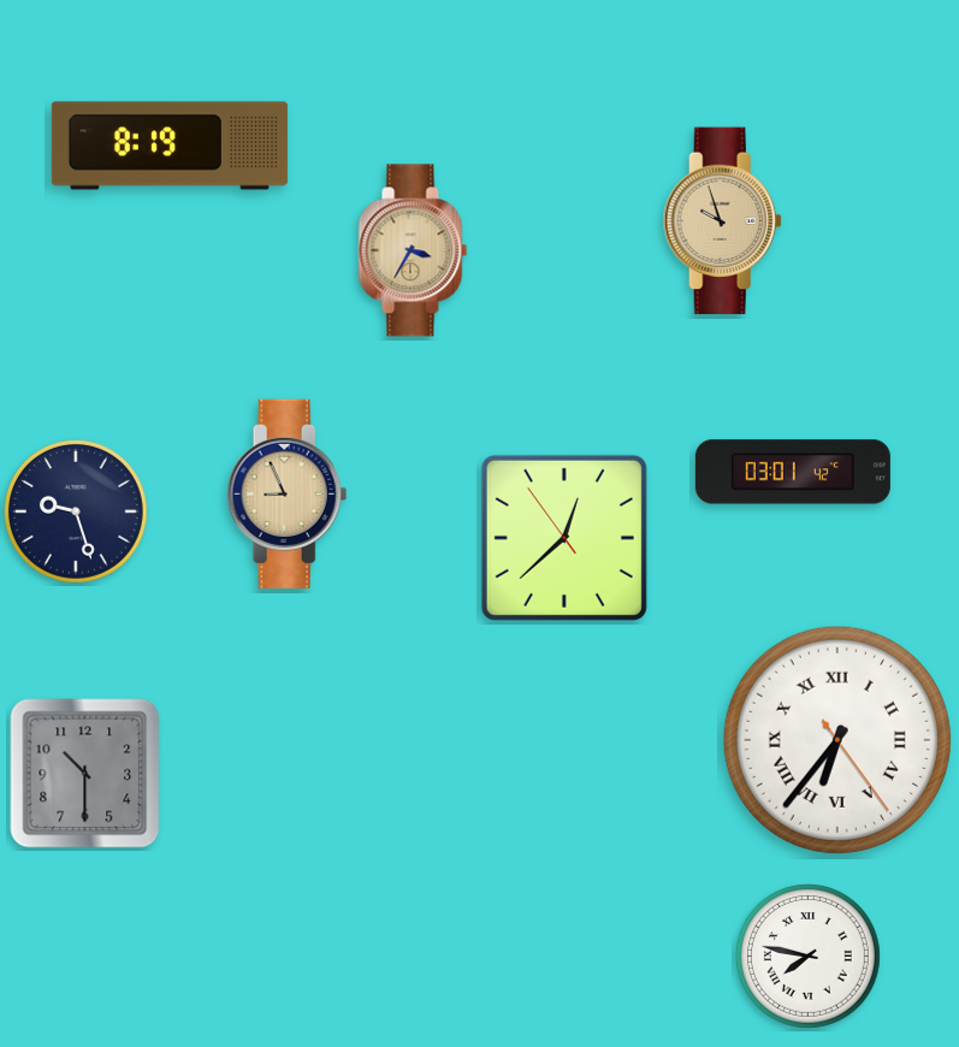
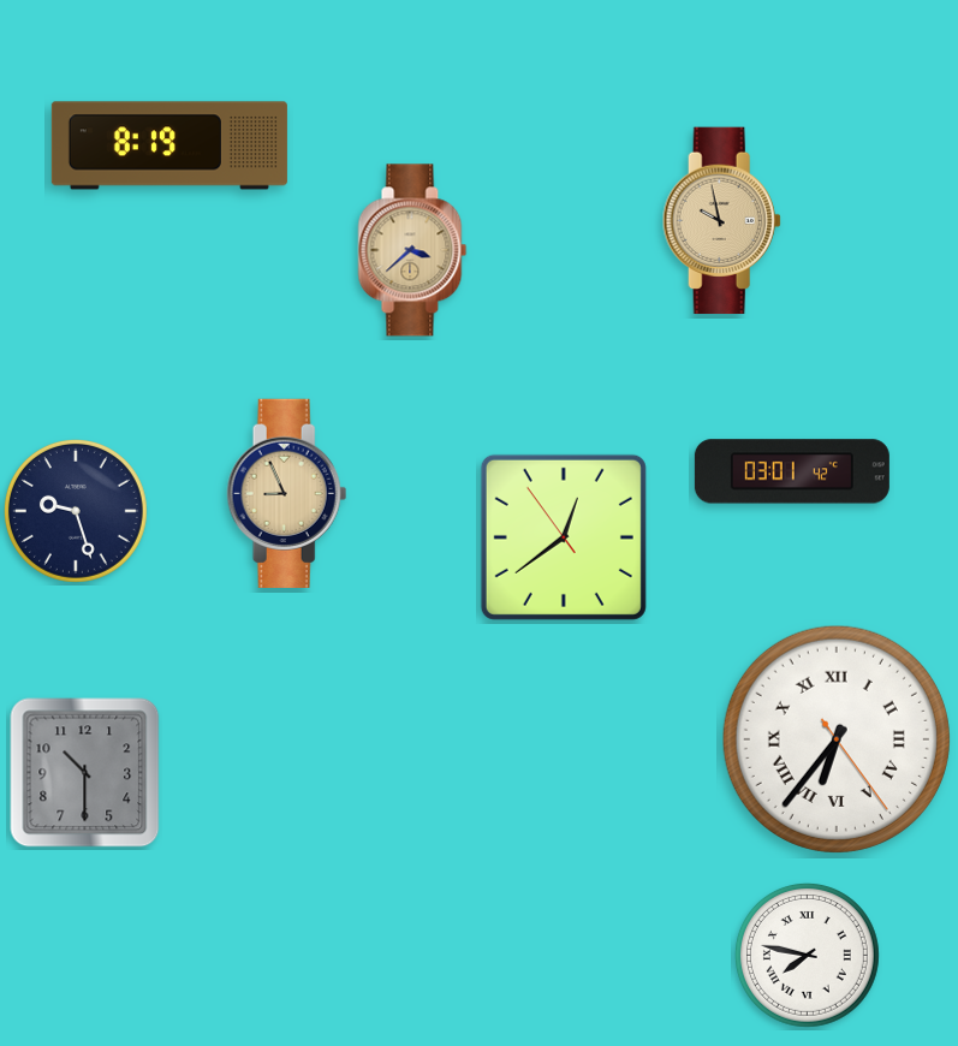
clock at (722, 221): 9:57 -> 9:58
clock at (413, 250): 3:35 -> 3:38
clock at (564, 538): 12:37 -> 12:38
